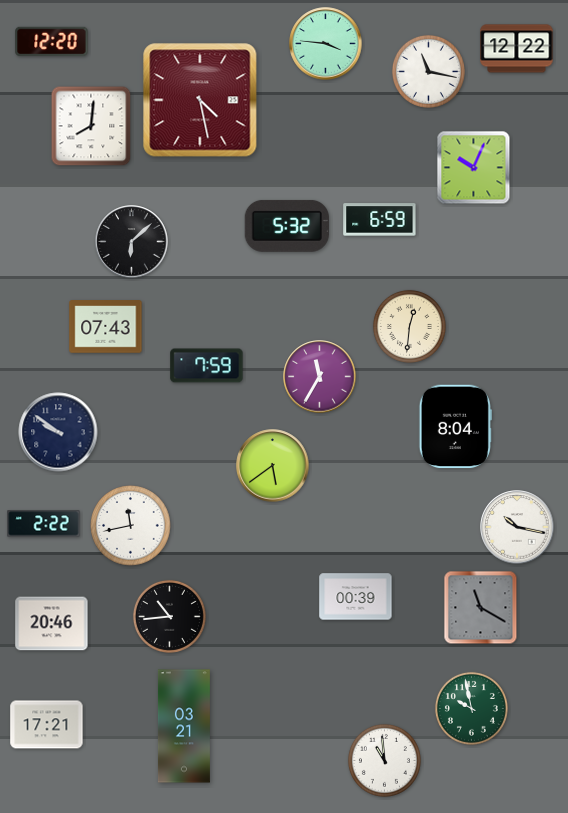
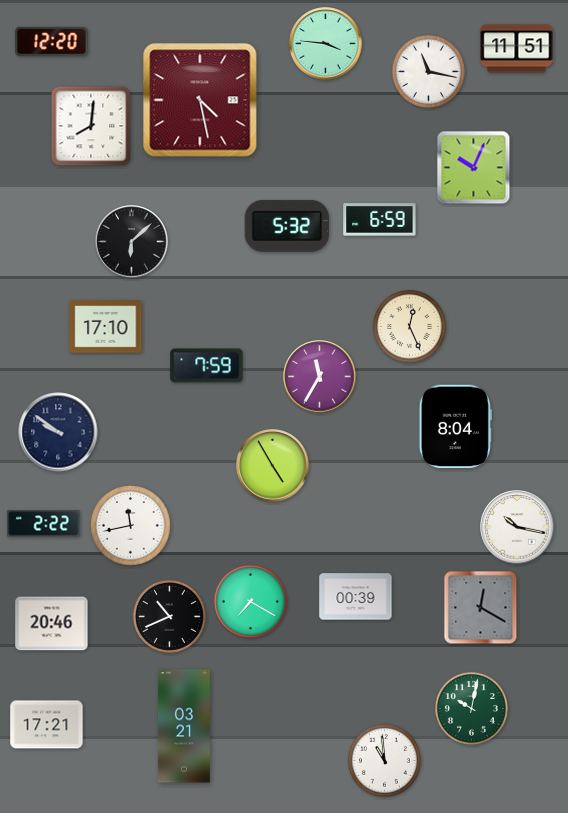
clock at (517, 49): 12:22 -> 11:51
clock at (409, 326): 12:31 -> 12:26
clock at (106, 327): 07:43 -> 17:10
clock at (273, 466): 5:39 -> 4:55
clock at (250, 601): none -> 7:20
clock at (481, 608): 11:20 -> 12:20
clock at (169, 616): 10:44 -> 10:41
clock at (471, 708): 9:58 -> 10:02
